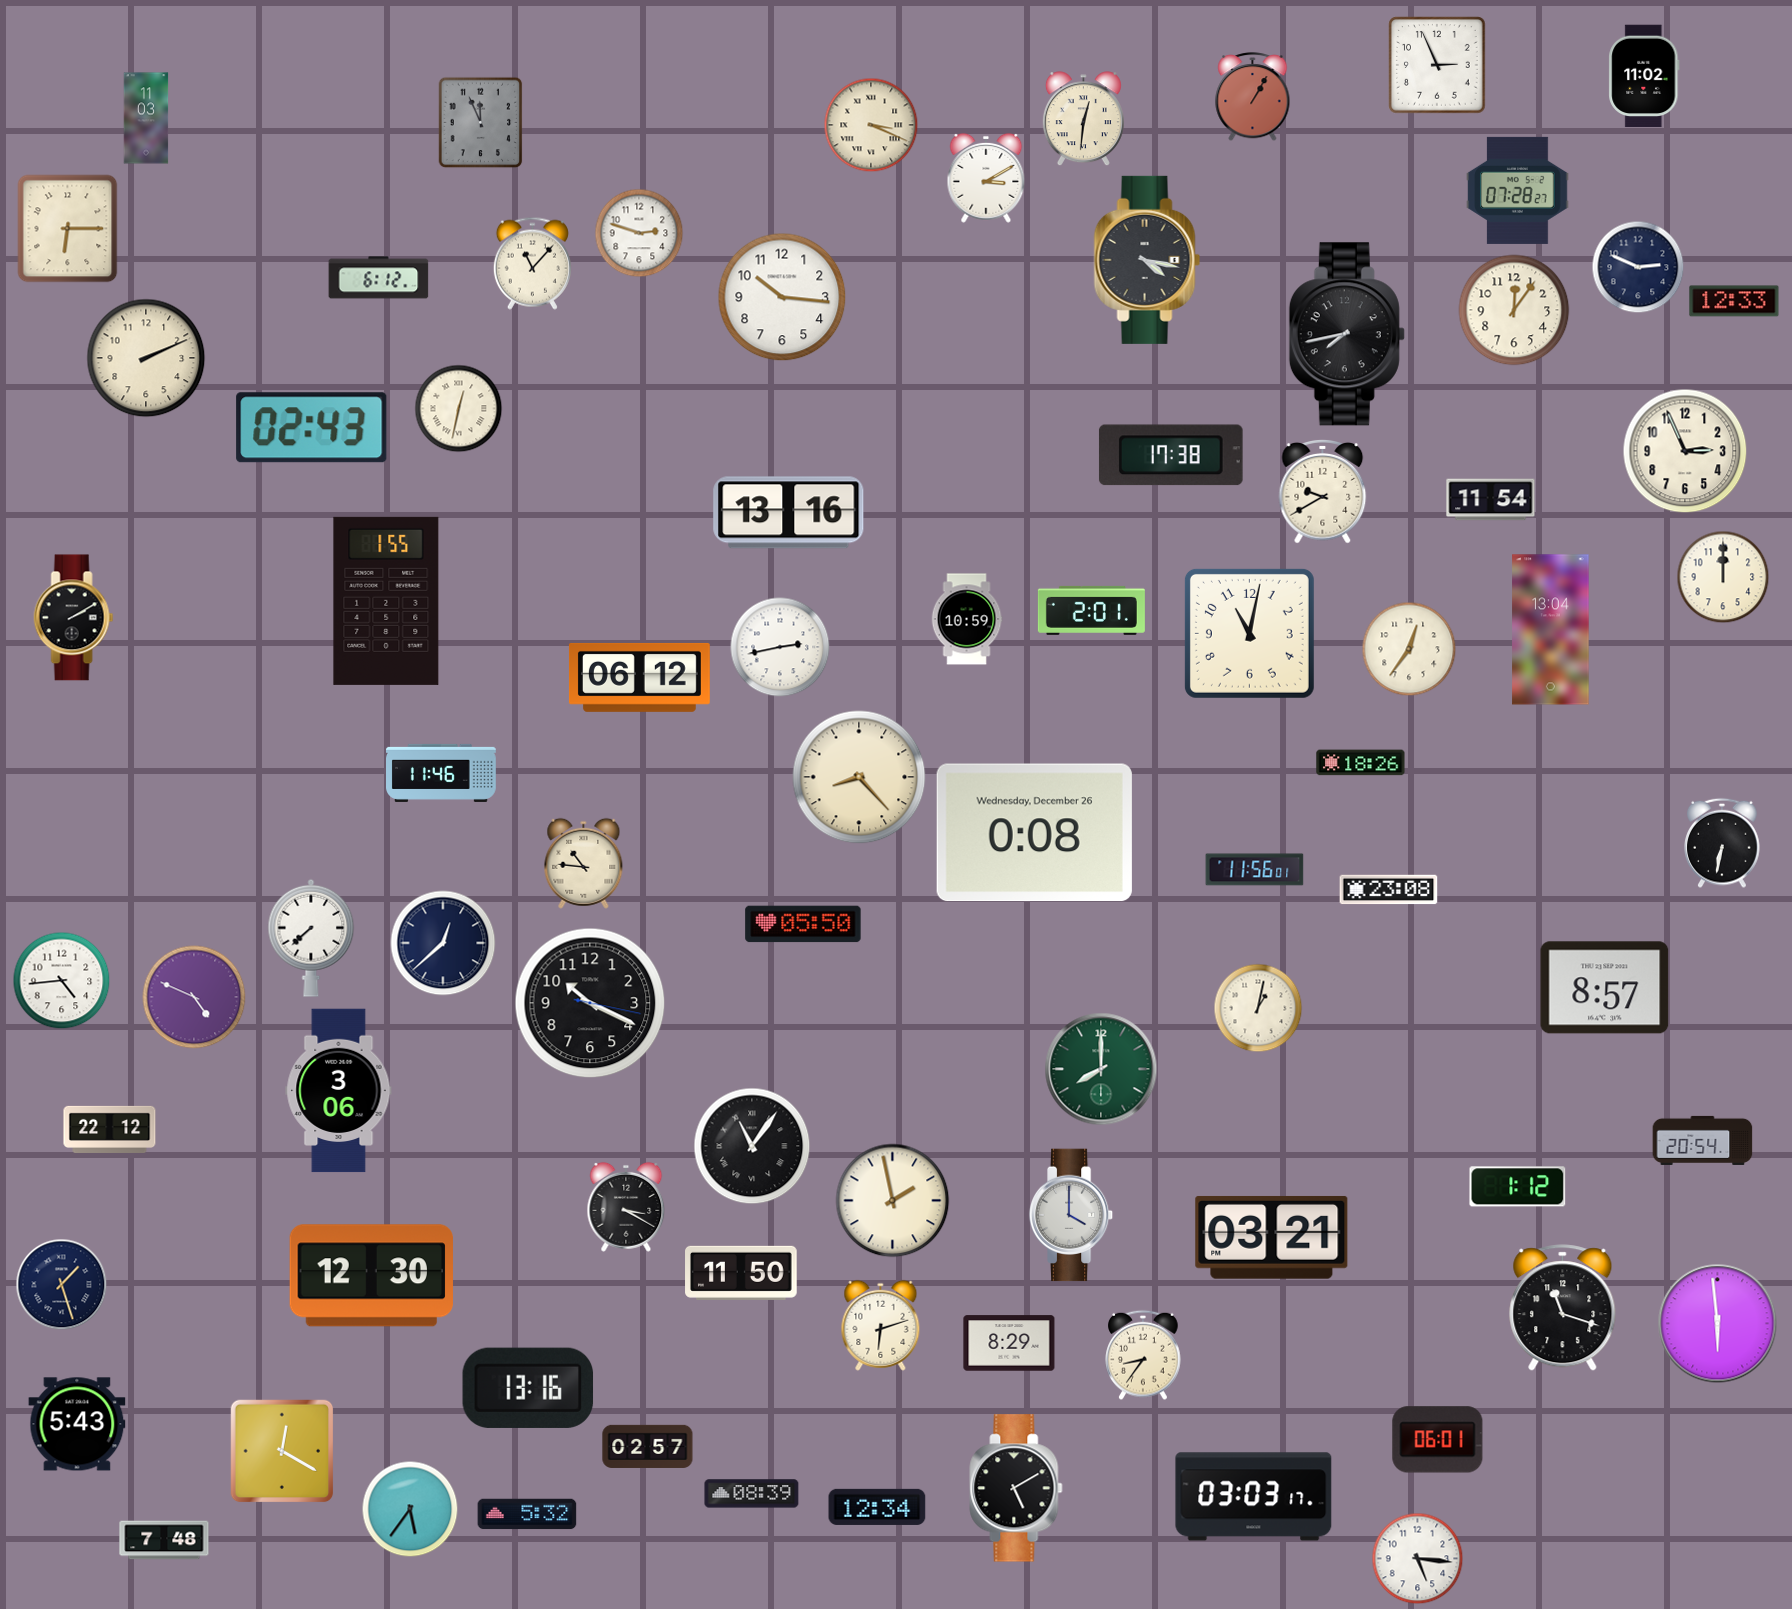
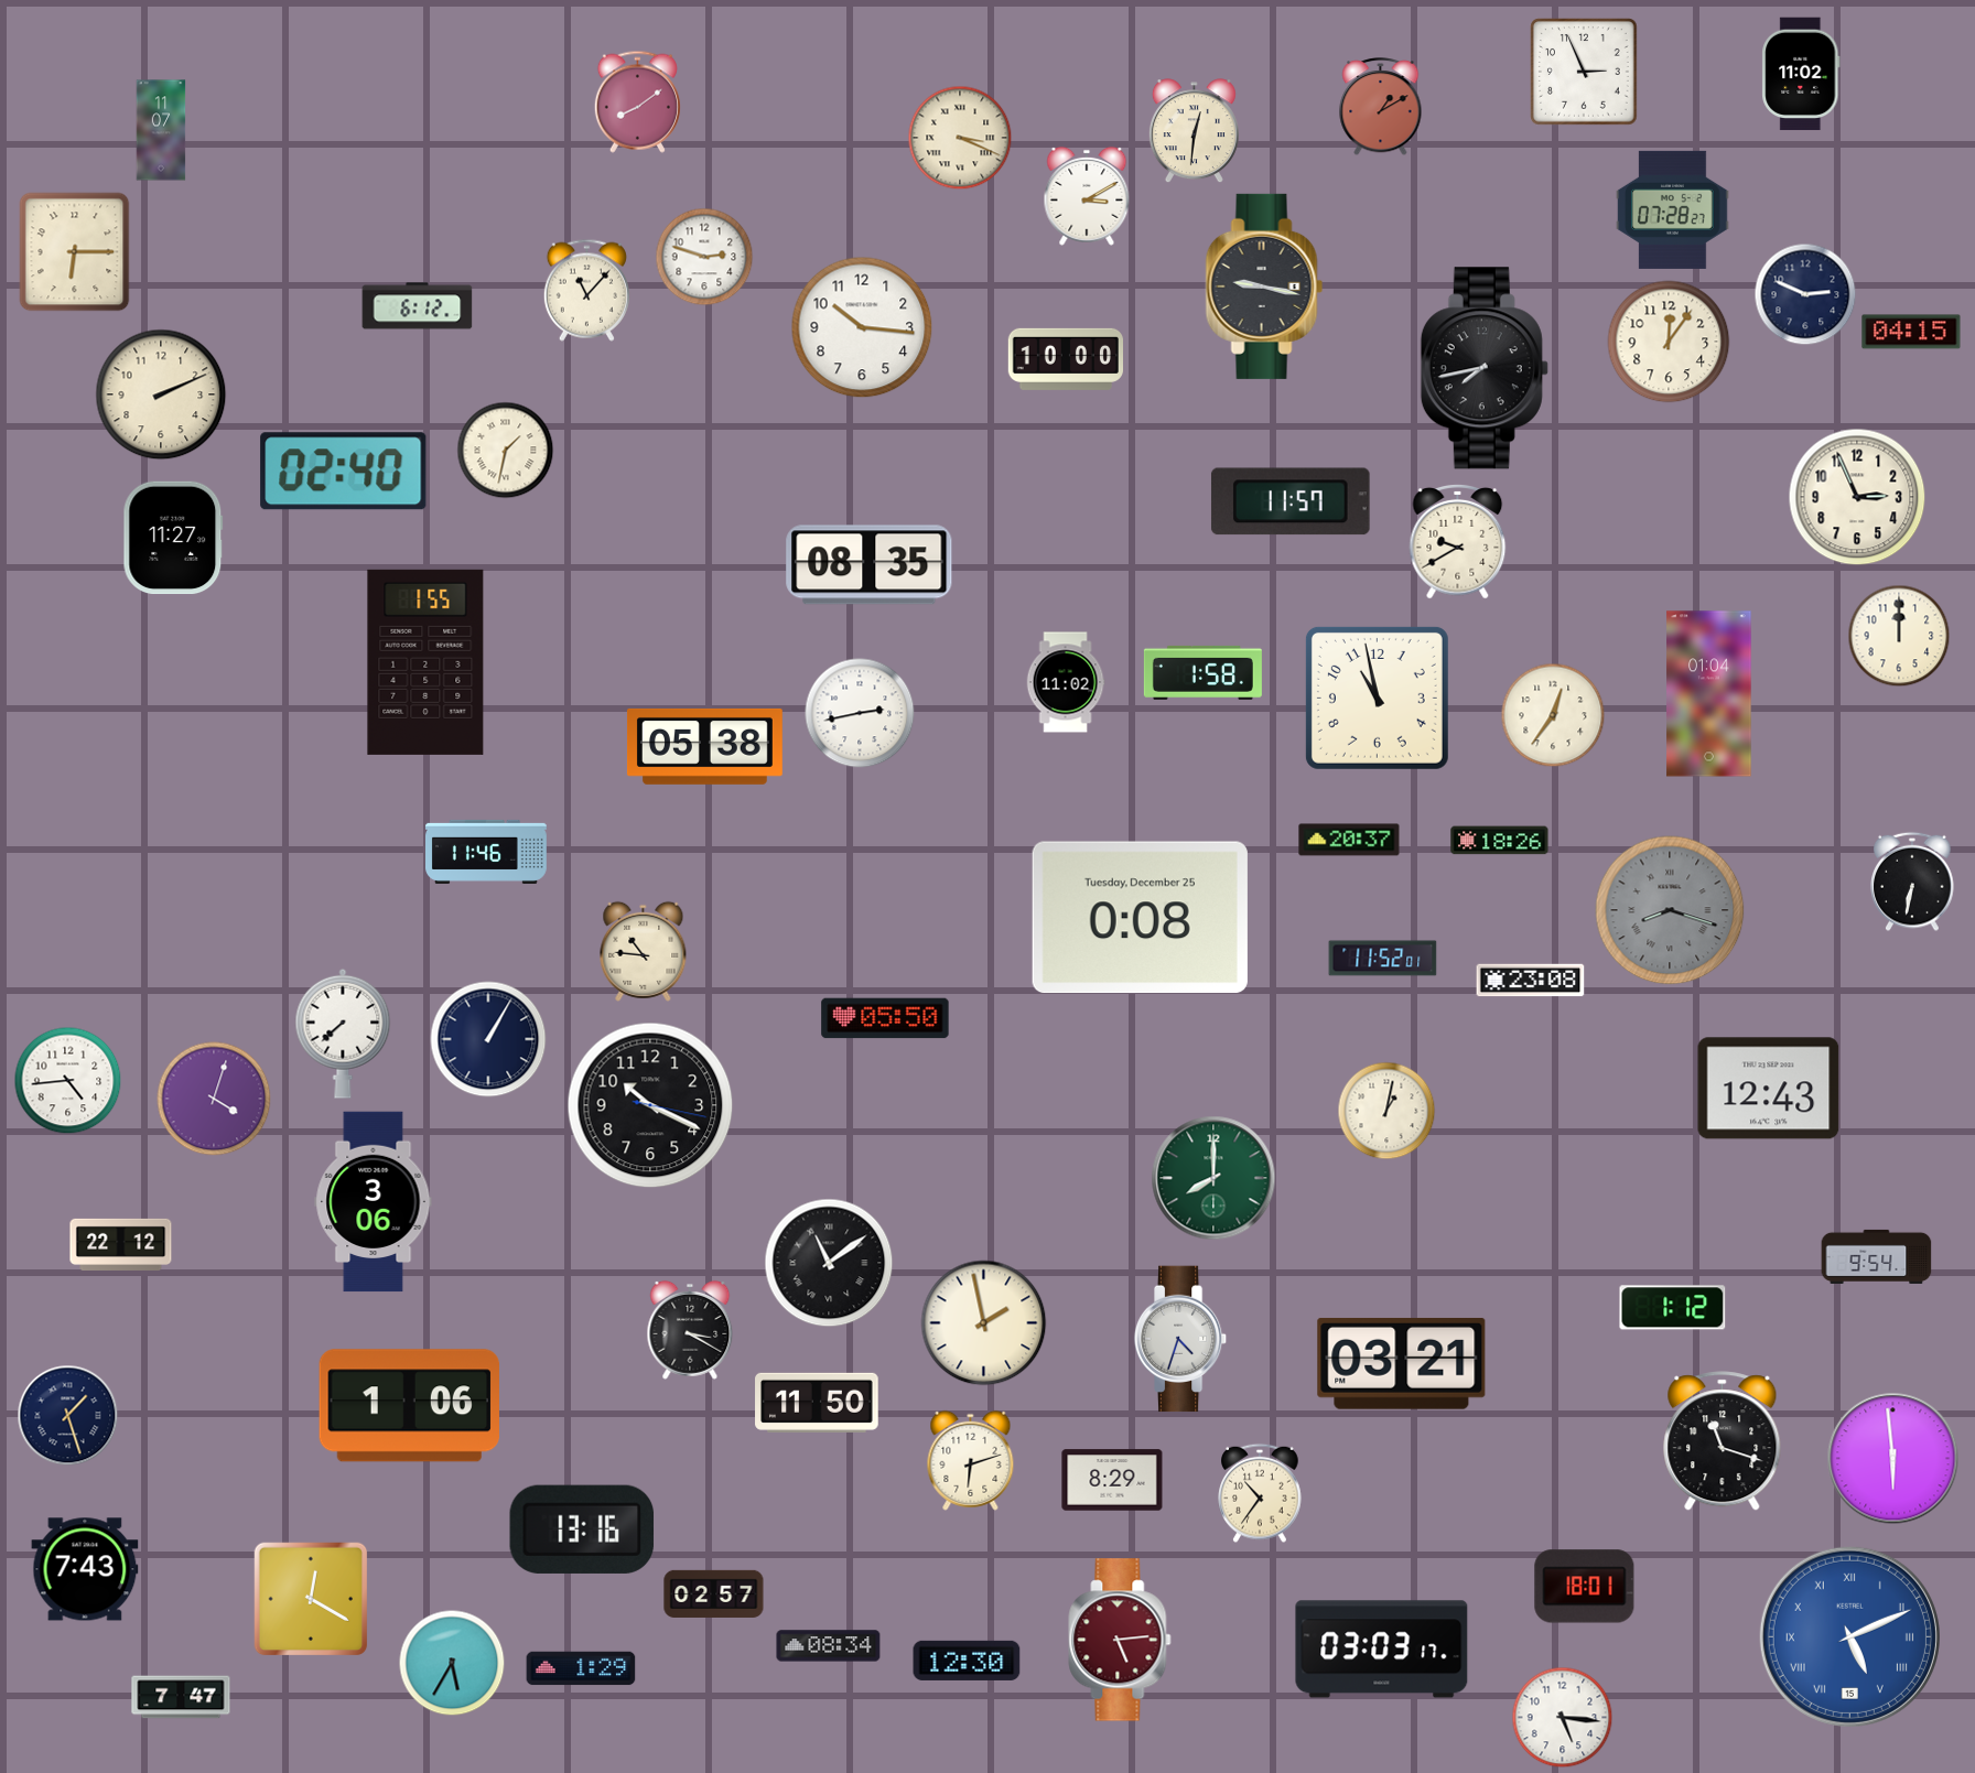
clock at (1644, 76) position: (1644, 76) -> (1801, 74)
clock at (637, 101): none -> 8:09
clock at (1253, 97): 1:05 -> 1:10
clock at (146, 118): 11:03 -> 11:07
clock at (481, 123): 11:56 -> none
clock at (1147, 260): 4:17 -> 9:17
clock at (1734, 301): 12:33 -> 04:15
clock at (1065, 359): none -> 10:00
clock at (459, 409): 12:32 -> 1:32
clock at (312, 428): 02:43 -> 02:40
clock at (1171, 455): 17:38 -> 11:57
clock at (173, 538): none -> 11:27
clock at (1491, 500): 11:54 -> none
clock at (789, 513): 13:16 -> 08:35
clock at (1091, 610): 2:01 -> 1:58
clock at (74, 618): 2:10 -> none
clock at (967, 619): 10:59 -> 11:02
clock at (1551, 630): 13:04 -> 01:04
clock at (1249, 633): 11:02 -> 10:58
clock at (639, 677): 06:12 -> 05:38
clock at (1349, 840): none -> 20:37
clock at (859, 777): 8:23 -> none
clock at (1670, 910): none -> 8:18
clock at (1034, 833) date: Wednesday, December 26 -> Tuesday, December 25
clock at (1722, 843) position: (1722, 843) -> (1912, 882)
clock at (1255, 870): 11:56 -> 11:52
clock at (443, 943): 12:38 -> 1:05
clock at (1605, 988): 8:57 -> 12:43
clock at (194, 997): 4:49 -> 4:03
clock at (1703, 1140): 20:54 -> 9:54
clock at (752, 1146): 11:06 -> 11:09
clock at (1071, 1215): 4:00 -> 4:33
clock at (371, 1276): 12:30 -> 1:06
clock at (1143, 1355): 8:36 -> 10:36
clock at (77, 1424): 5:43 -> 7:43
clock at (1438, 1440): 06:01 -> 18:01
clock at (1849, 1636): none -> 5:11
clock at (1016, 1488): 5:10 -> 5:14
clock at (1016, 1488) dial: black -> burgundy
clock at (752, 1494): 08:39 -> 08:34
clock at (877, 1507): 12:34 -> 12:30
clock at (410, 1509): 5:36 -> 5:35
clock at (527, 1514): 5:32 -> 1:29
clock at (164, 1540): 7:48 -> 7:47
